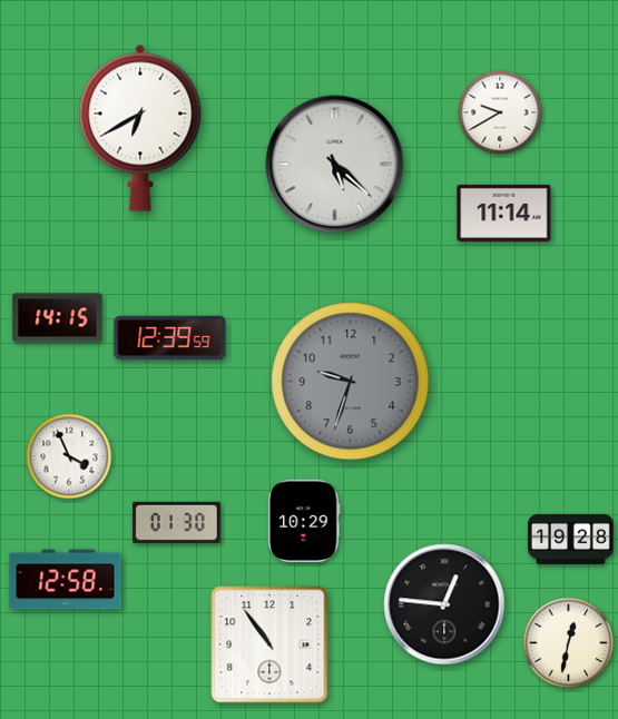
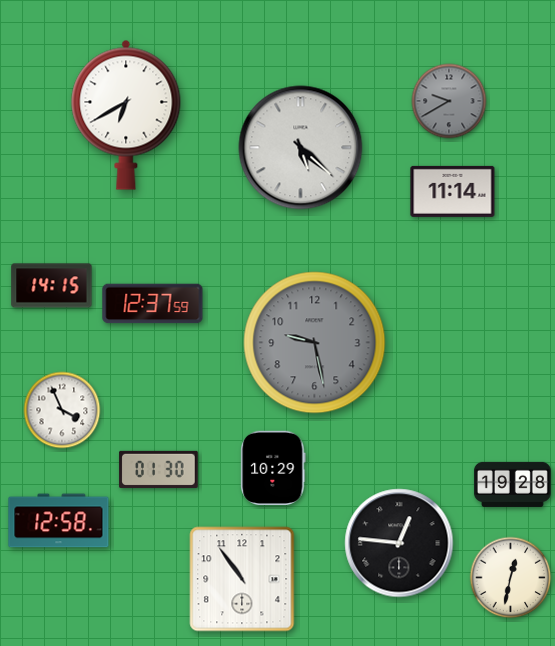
clock at (500, 112) dial: white -> grey
clock at (170, 338): 12:39 -> 12:37
clock at (351, 382): 9:33 -> 9:28
